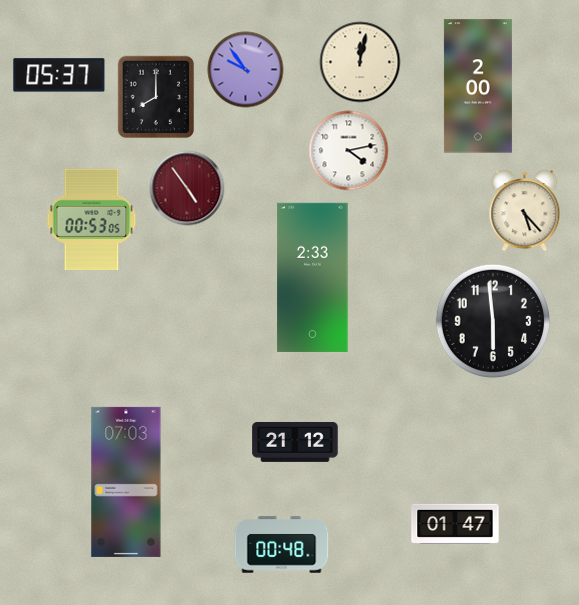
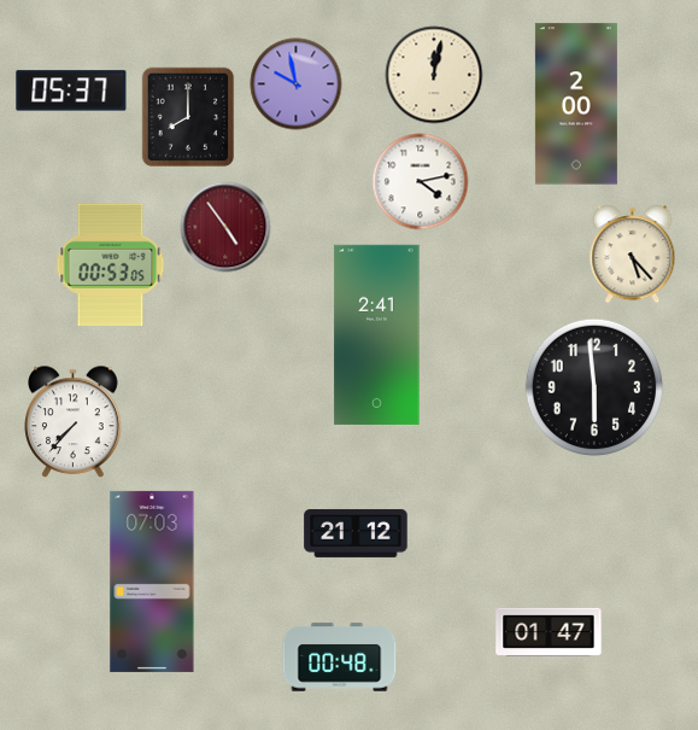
clock at (246, 70): 9:54 -> 9:58
clock at (313, 277): 2:33 -> 2:41
clock at (74, 422): none -> 7:37
